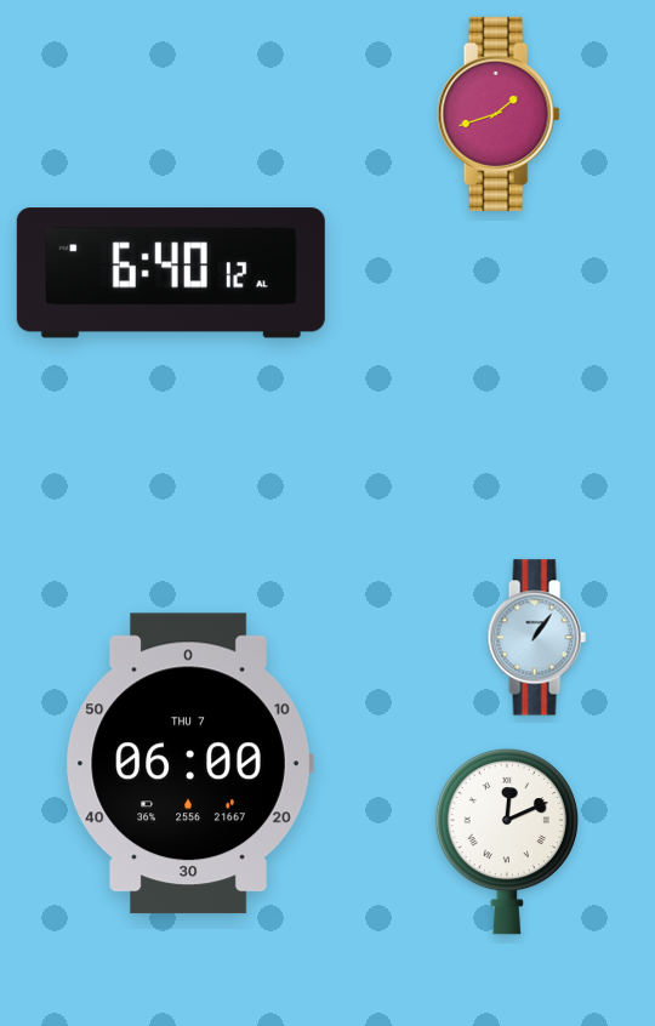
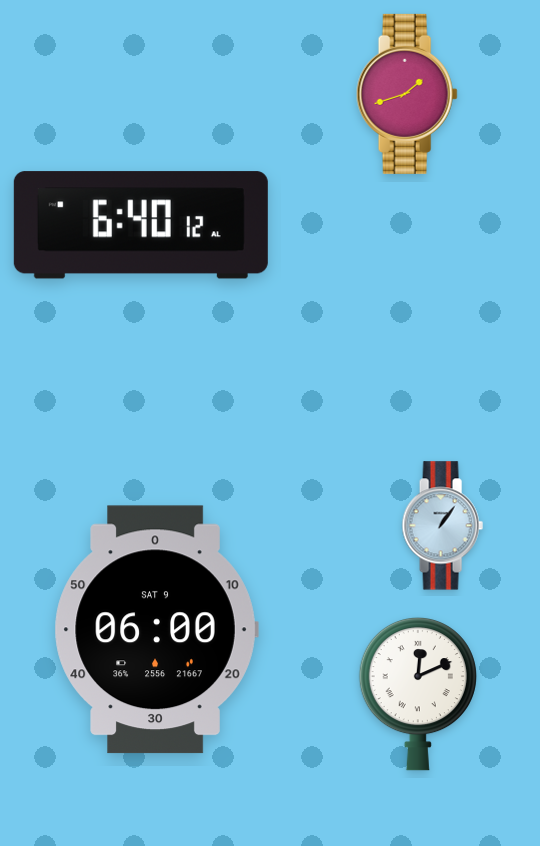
clock at (499, 114) position: (499, 114) -> (407, 94)
clock at (189, 764) date: THU 7 -> SAT 9
